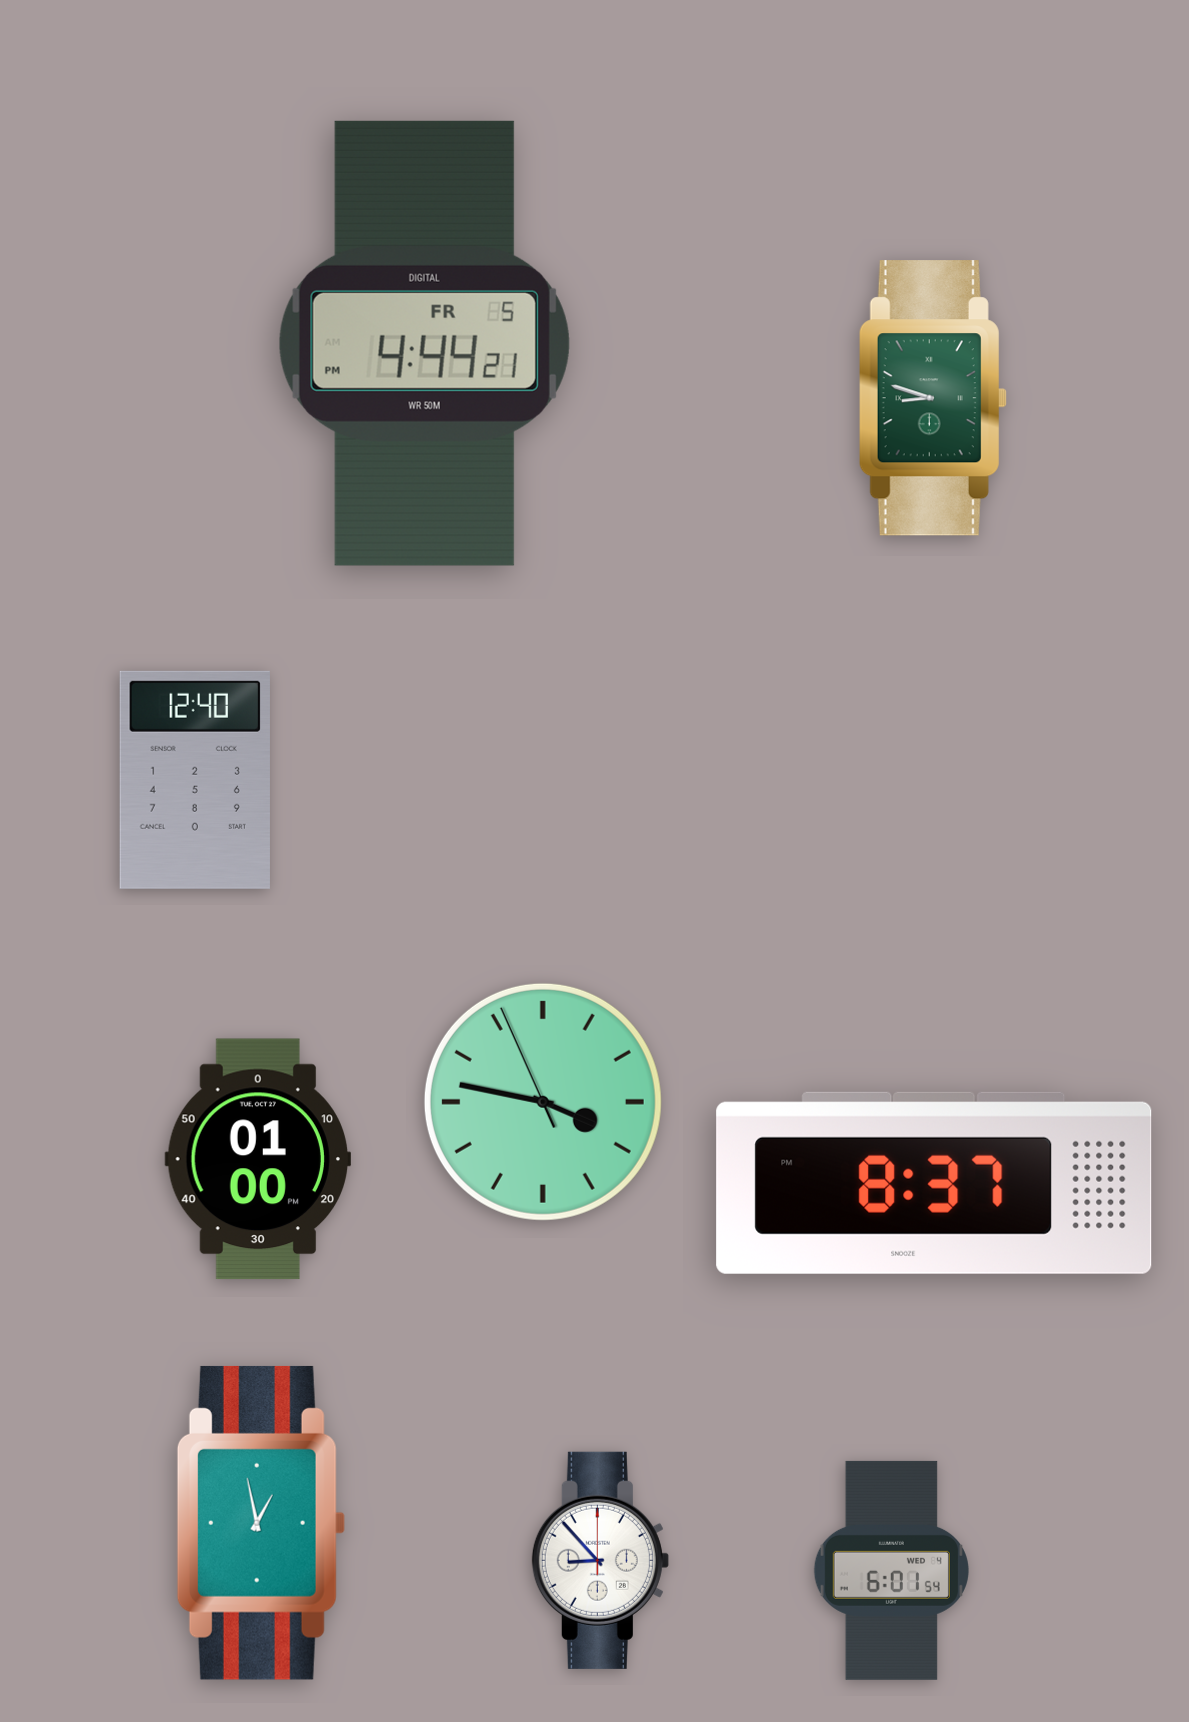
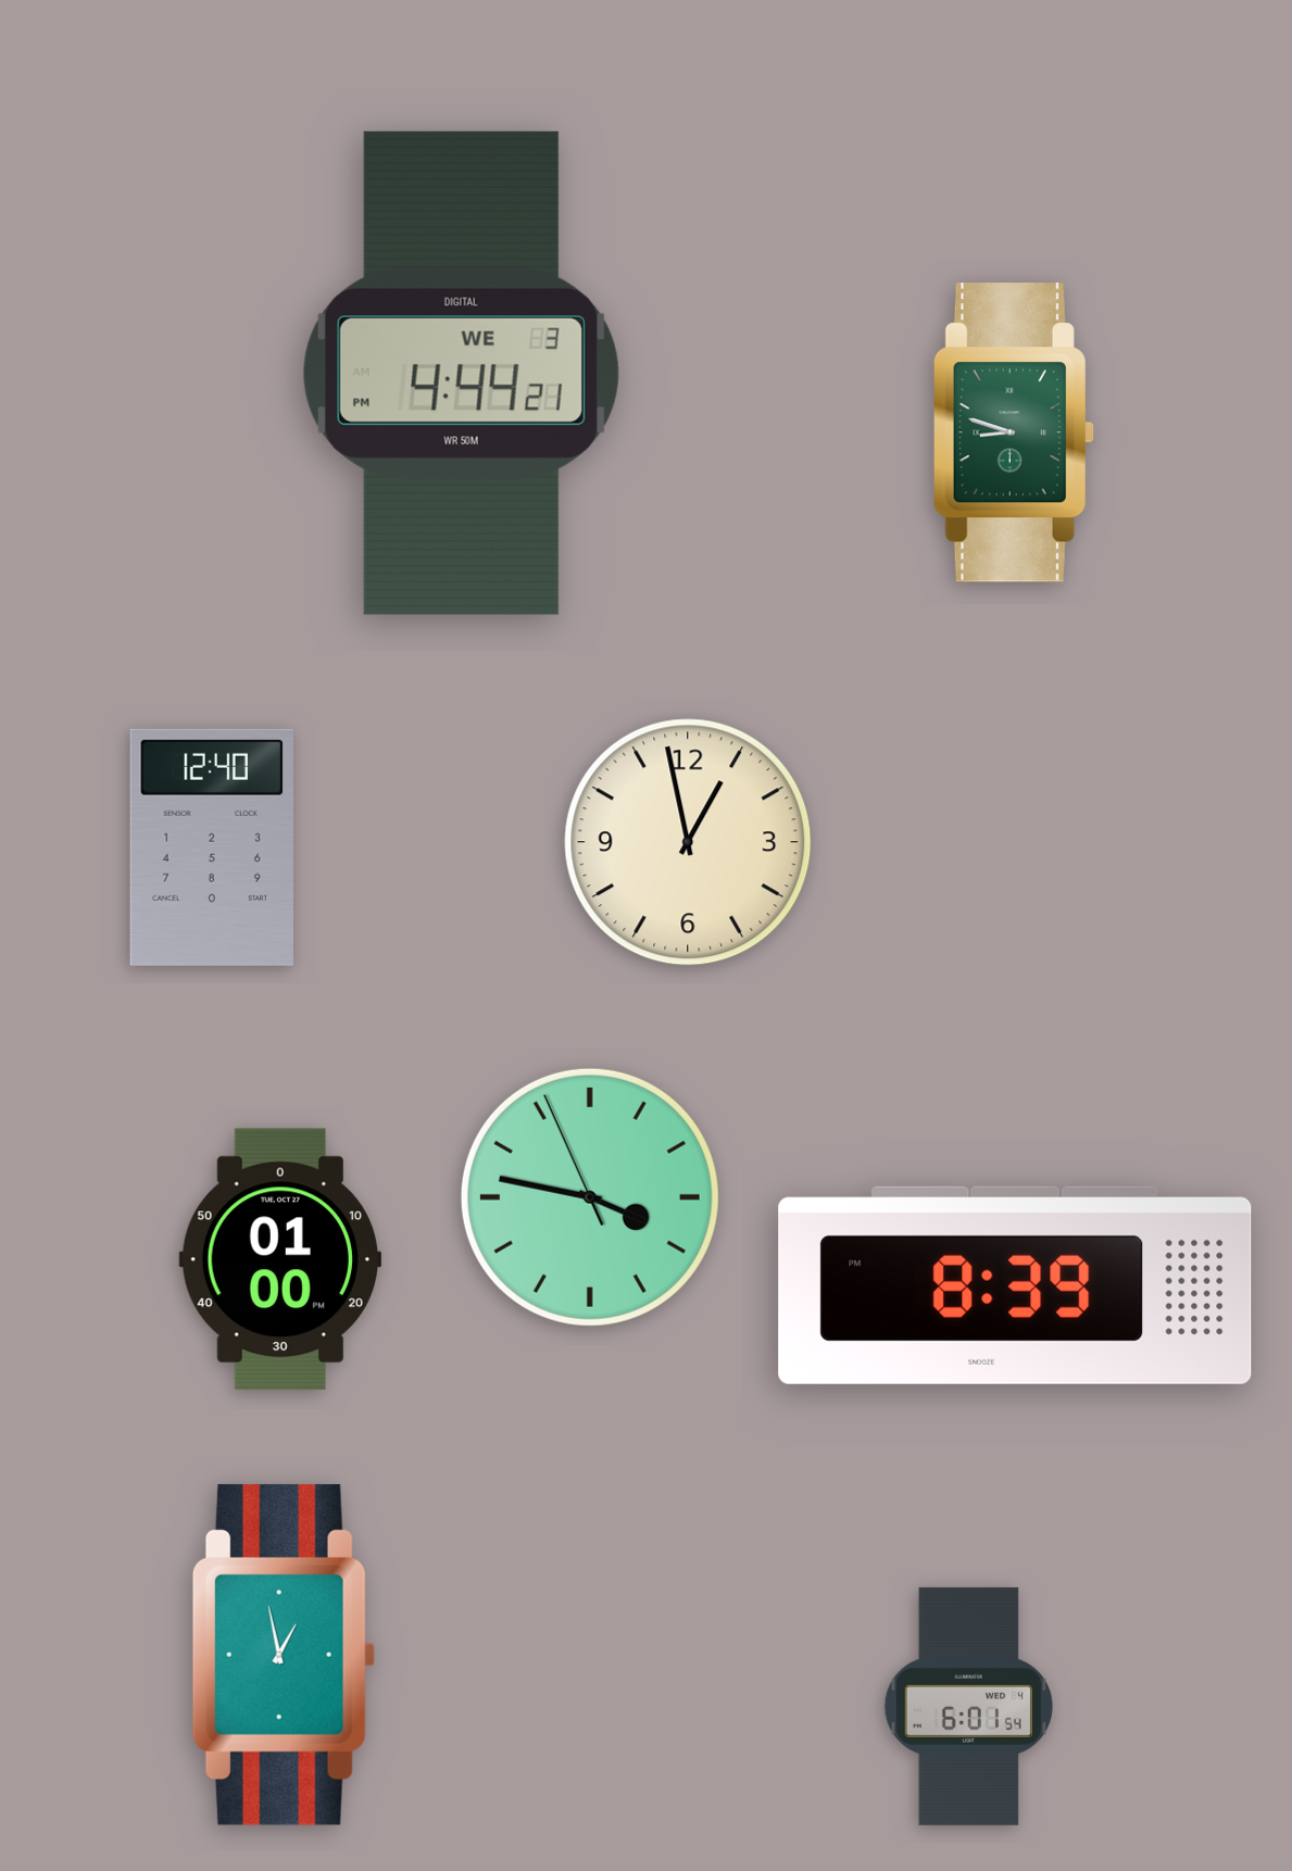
clock at (424, 343) date: FR 5 -> WE 3
clock at (688, 842): none -> 12:58
clock at (934, 1183): 8:37 -> 8:39
clock at (600, 1560): 8:53 -> none
